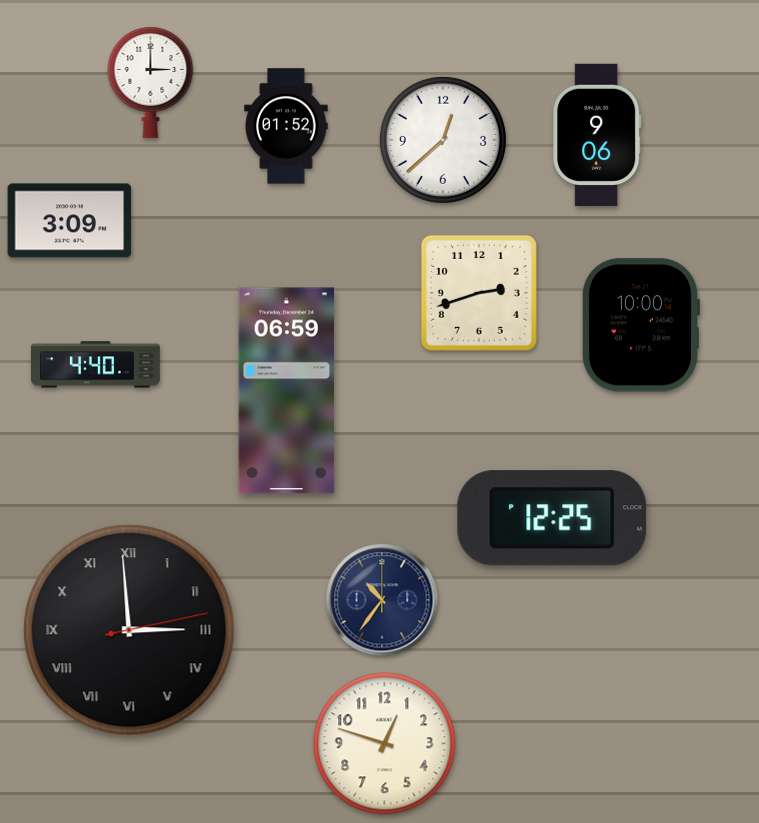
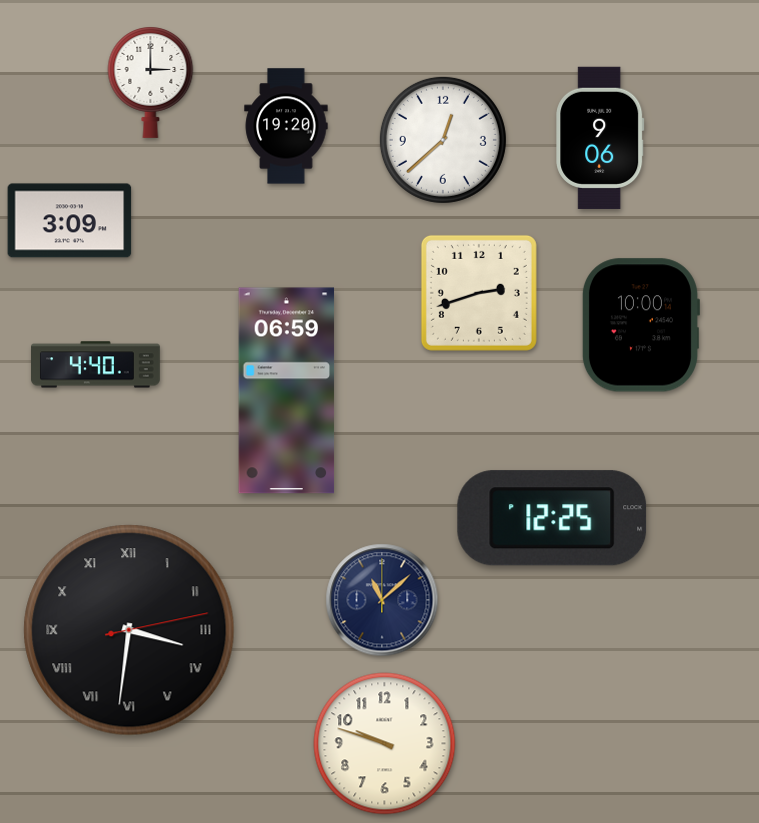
clock at (286, 126): 01:52 -> 19:20
clock at (597, 135) position: (597, 135) -> (600, 138)
clock at (382, 600): 10:36 -> 11:08
clock at (129, 630): 2:59 -> 3:31
clock at (385, 744): 12:48 -> 9:48
